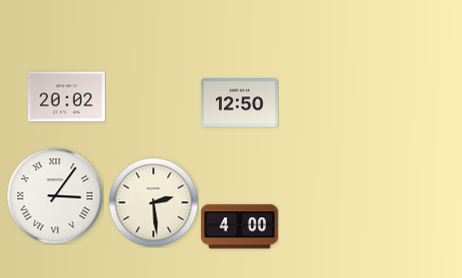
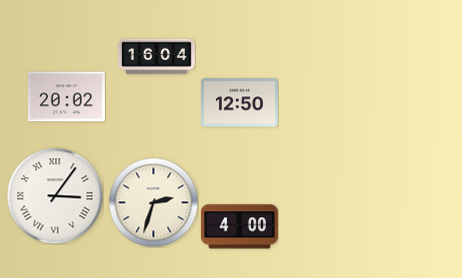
clock at (156, 57): none -> 16:04
clock at (153, 202): 2:29 -> 2:33
